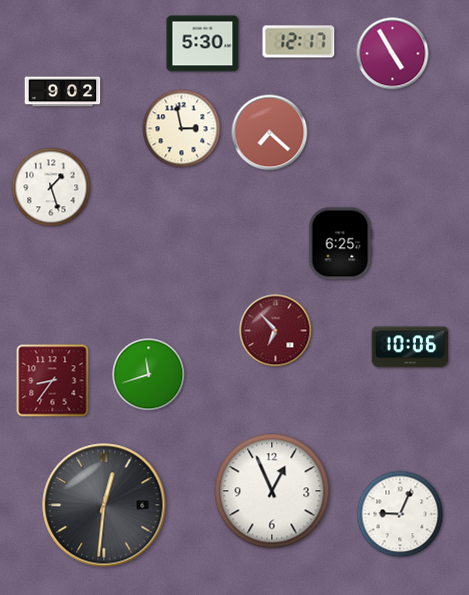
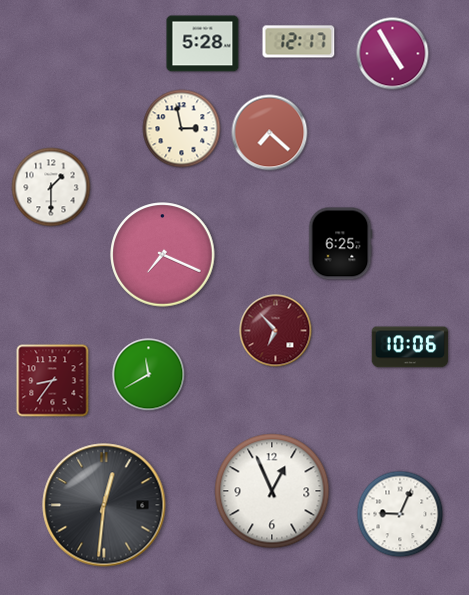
clock at (203, 44): 5:30 -> 5:28
clock at (63, 92): 9:02 -> none
clock at (51, 187): 1:27 -> 1:30
clock at (163, 255): none -> 7:19
clock at (149, 375): 11:42 -> 11:40
